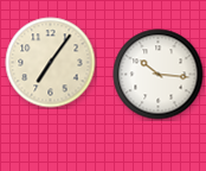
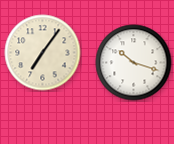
clock at (159, 75): 10:16 -> 10:18
